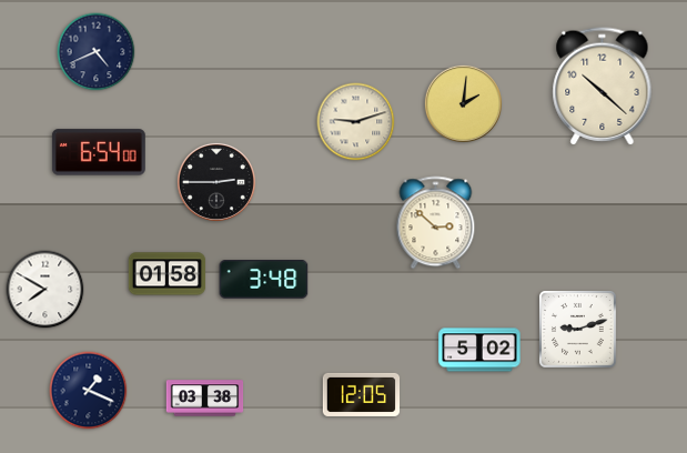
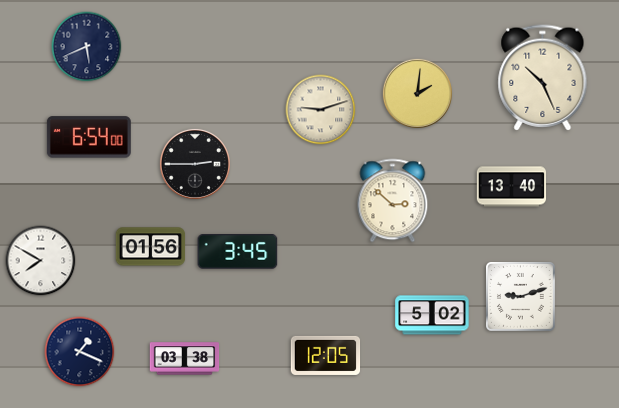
clock at (97, 52): 4:41 -> 5:41
clock at (603, 87): 10:22 -> 10:26
clock at (512, 187): none -> 13:40
clock at (168, 274): 01:58 -> 01:56
clock at (264, 280): 3:48 -> 3:45
